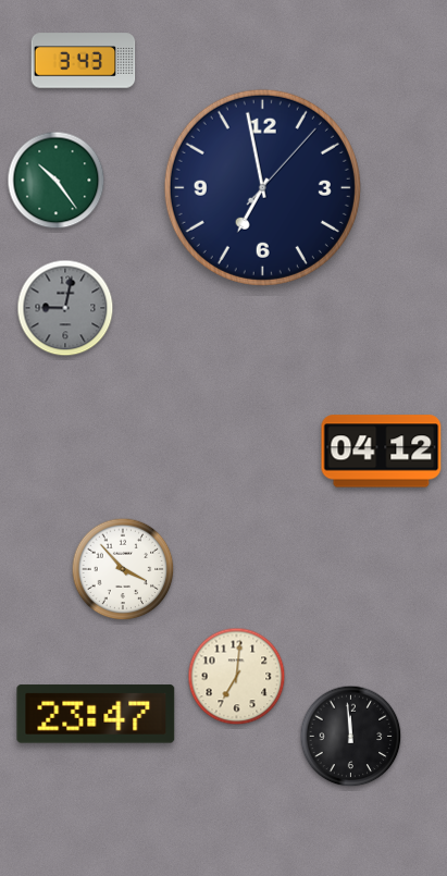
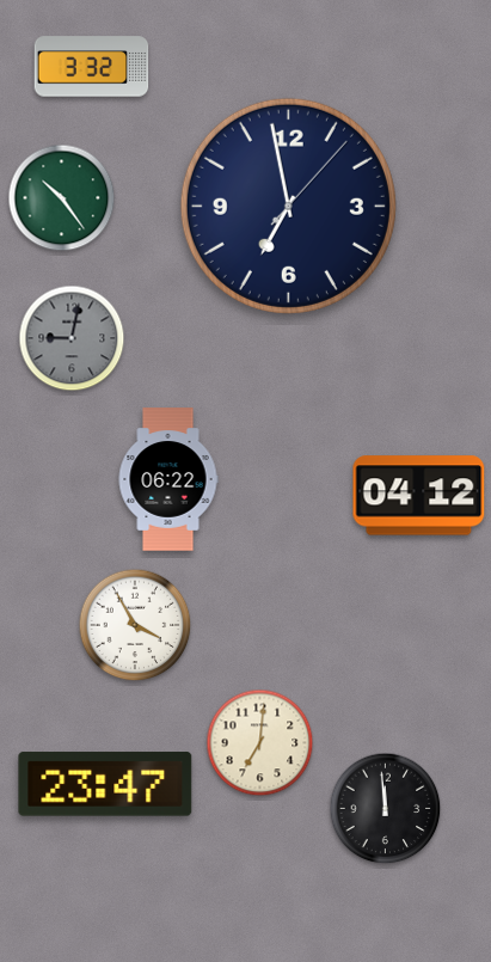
clock at (84, 61): 3:43 -> 3:32
clock at (168, 479): none -> 06:22
clock at (123, 569): 3:53 -> 3:55
